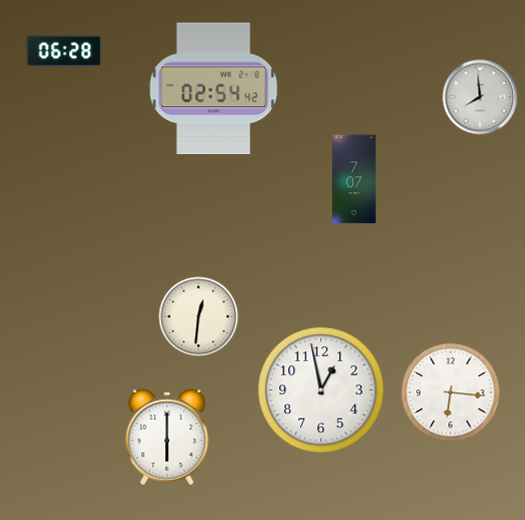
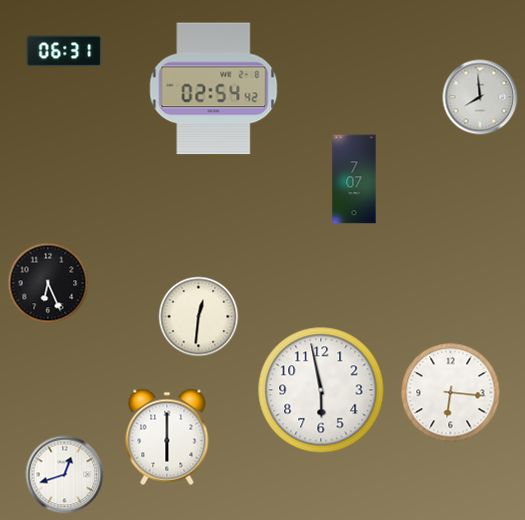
clock at (64, 51): 06:28 -> 06:31
clock at (48, 283): none -> 6:26
clock at (321, 390): 12:58 -> 5:58
clock at (65, 475): none -> 12:42
